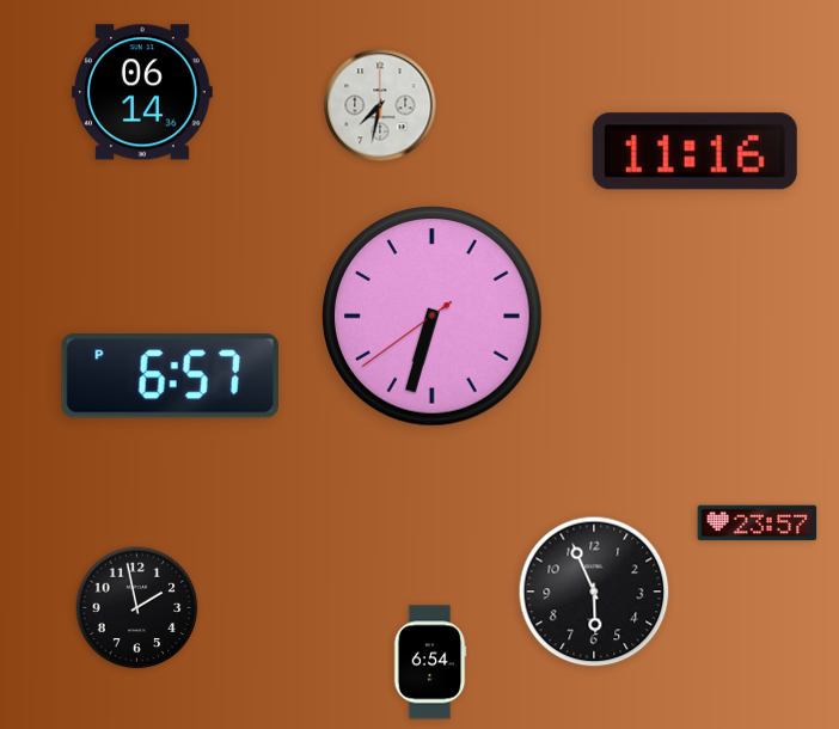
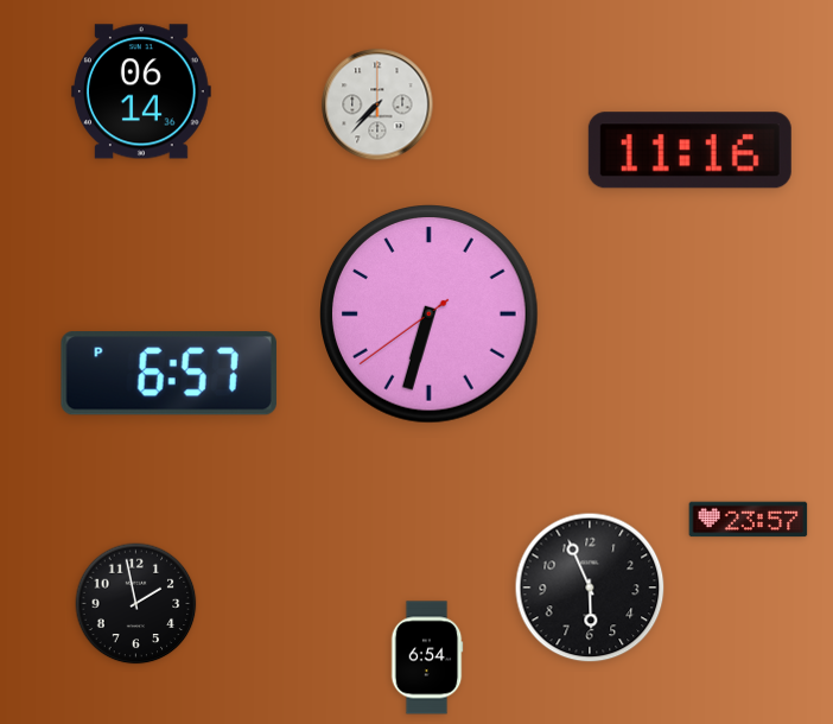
clock at (380, 105): 7:32 -> 7:37
clock at (758, 523) position: (758, 523) -> (749, 520)
